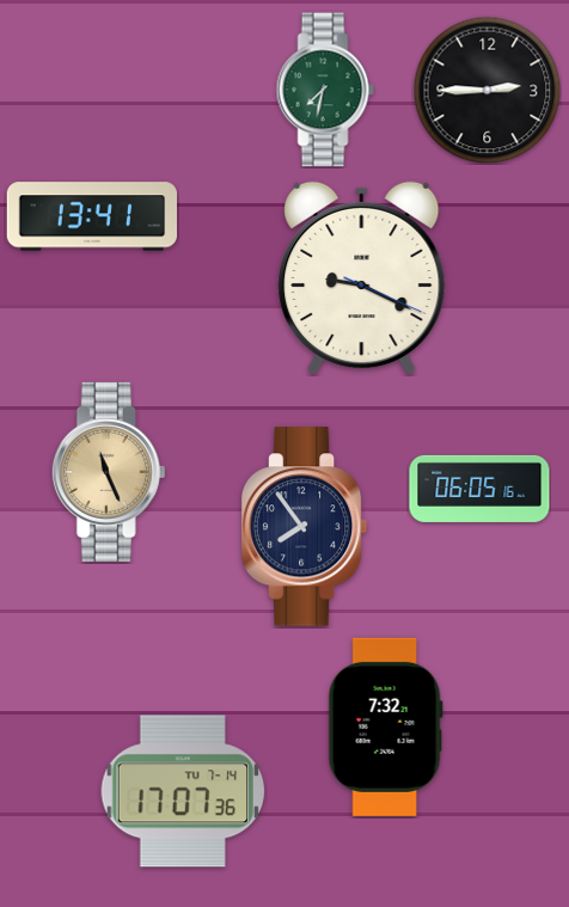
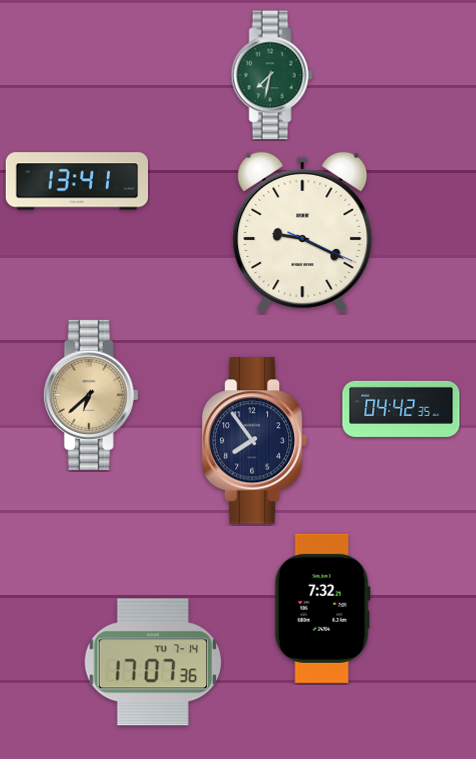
clock at (487, 90): 2:45 -> none
clock at (109, 472): 11:26 -> 6:38
clock at (479, 489): 06:05 -> 04:42
